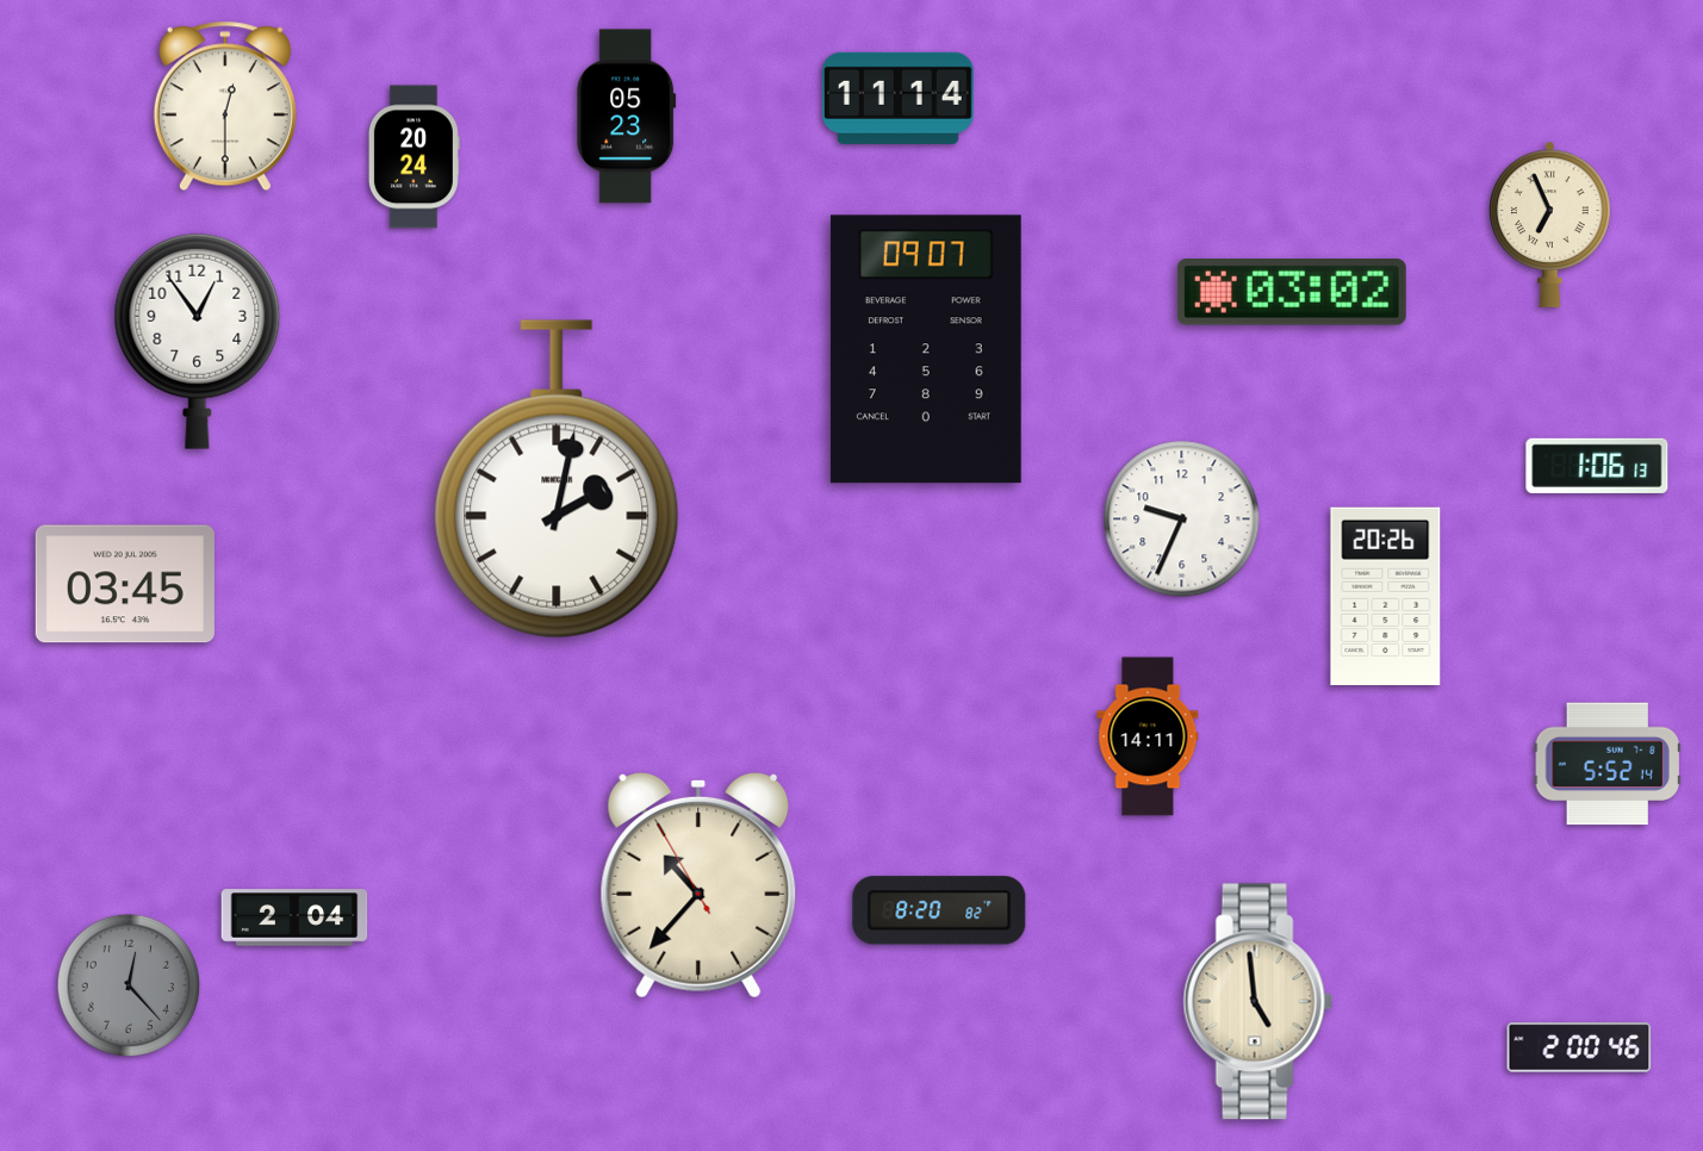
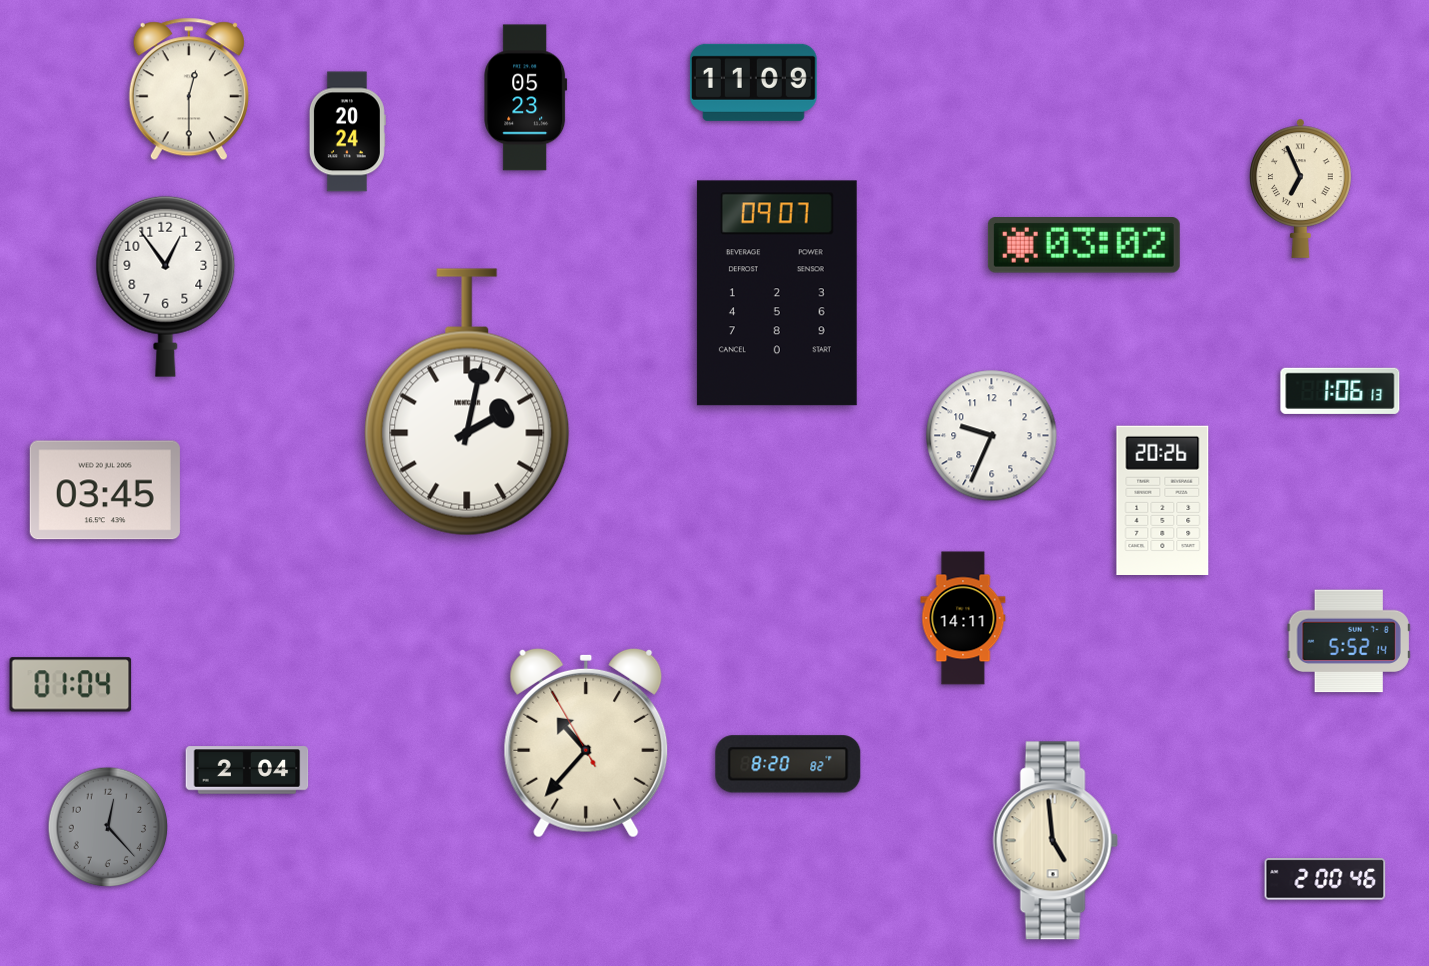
clock at (897, 98): 11:14 -> 11:09
clock at (71, 685): none -> 01:04
